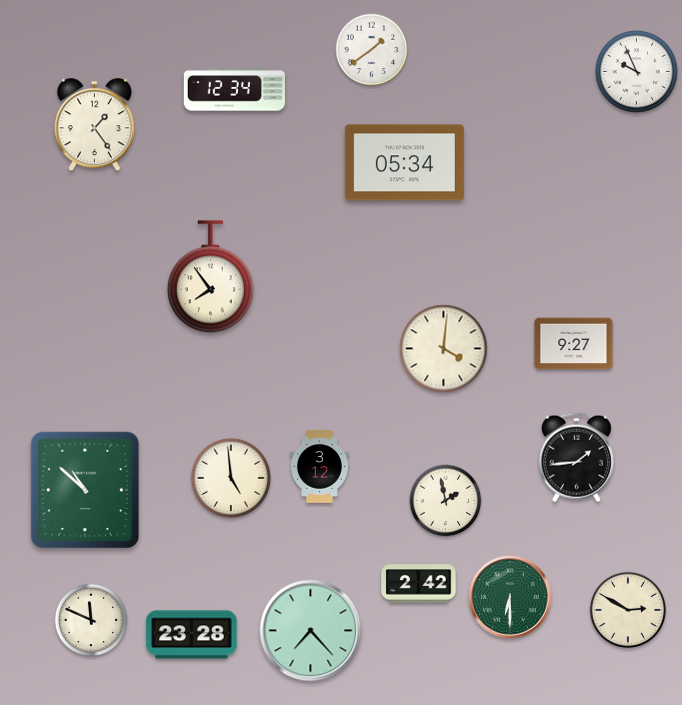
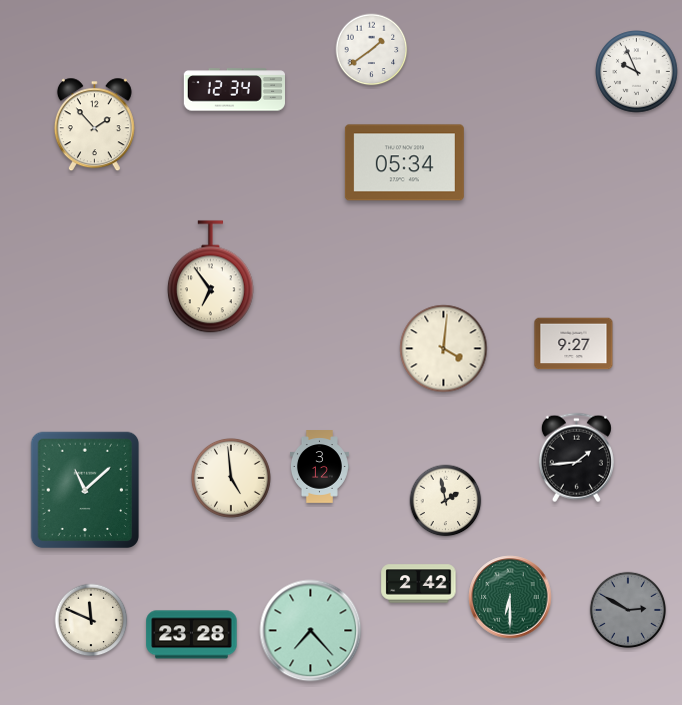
clock at (94, 125): 1:24 -> 1:53
clock at (210, 277): 7:54 -> 6:54
clock at (85, 490): 10:52 -> 11:08
clock at (627, 609) dial: cream -> grey
